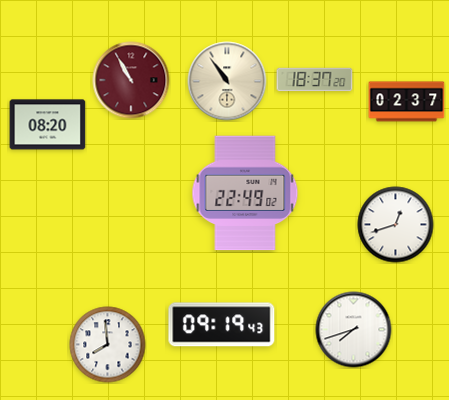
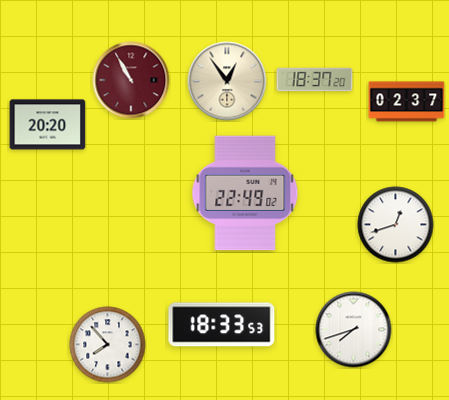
clock at (227, 81): 10:54 -> 12:54
clock at (48, 125): 08:20 -> 20:20
clock at (222, 325): 09:19 -> 18:33
clock at (108, 345): 7:59 -> 7:53
